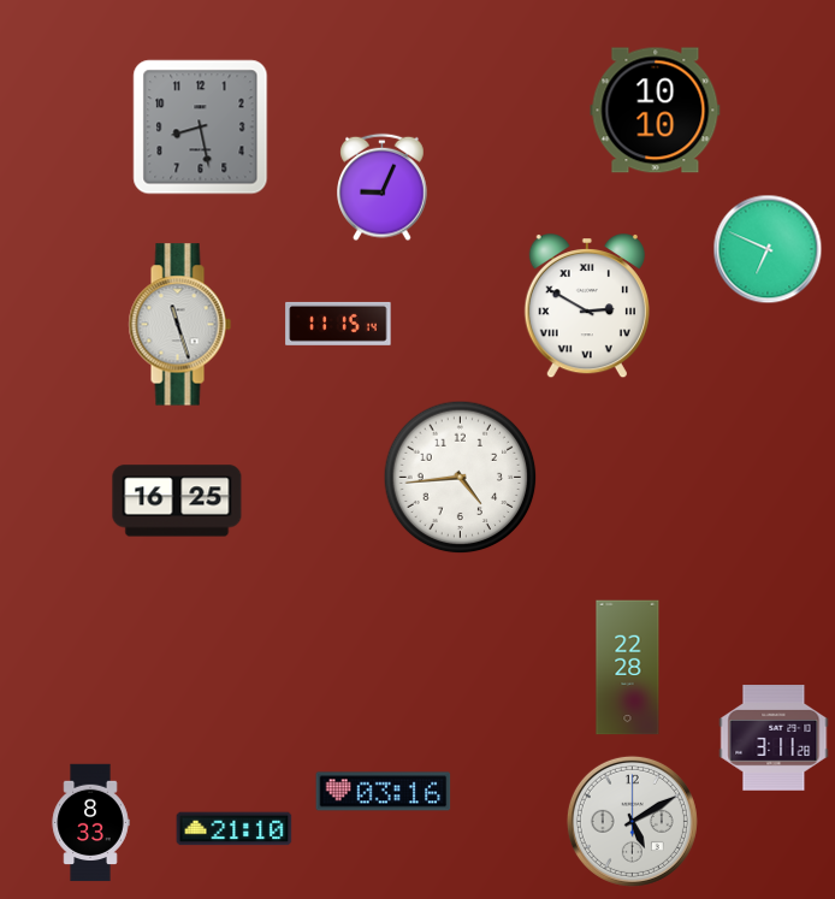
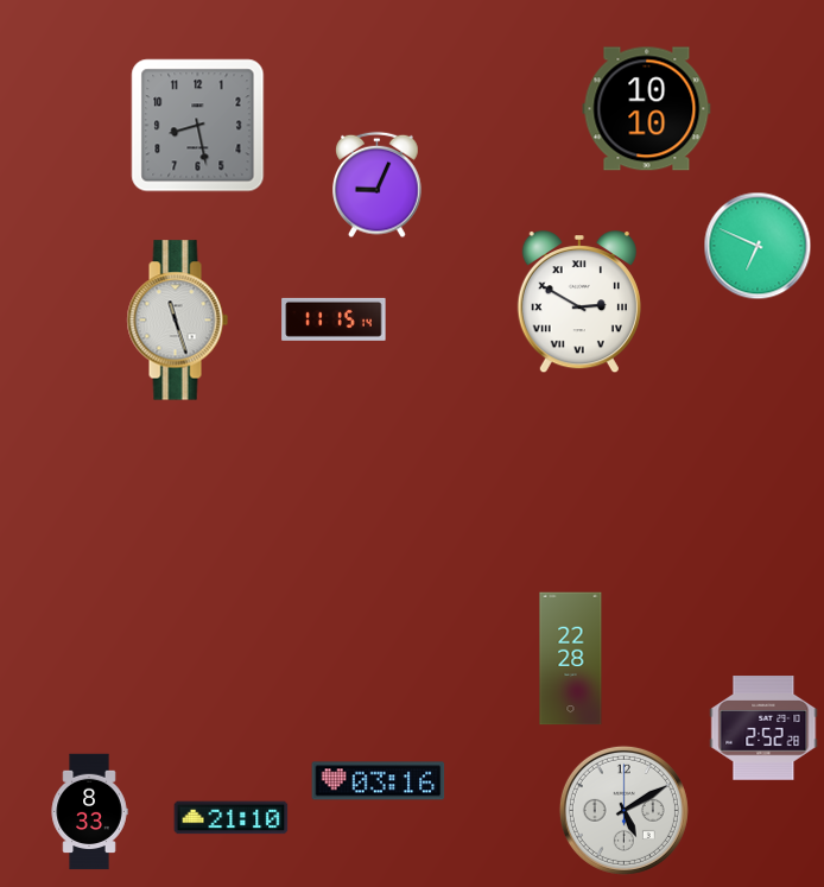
clock at (461, 478): 4:44 -> none
clock at (177, 501): 16:25 -> none
clock at (628, 668) position: (628, 668) -> (571, 659)
clock at (774, 738): 3:11 -> 2:52
